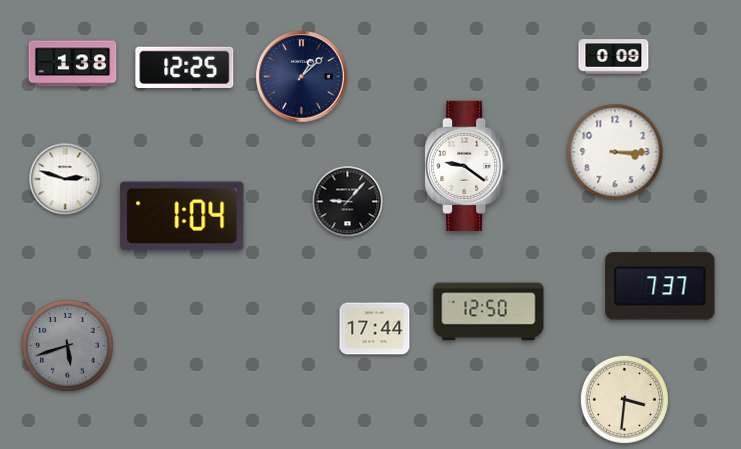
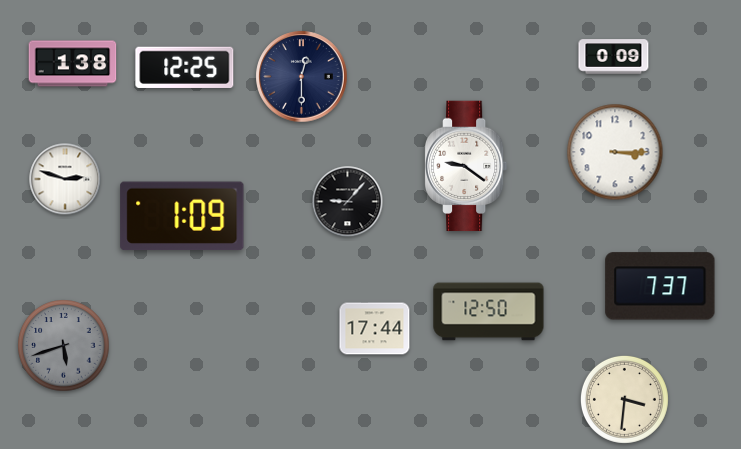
clock at (302, 77): 1:08 -> 12:30
clock at (182, 216): 1:04 -> 1:09
clock at (68, 346) position: (68, 346) -> (64, 346)
